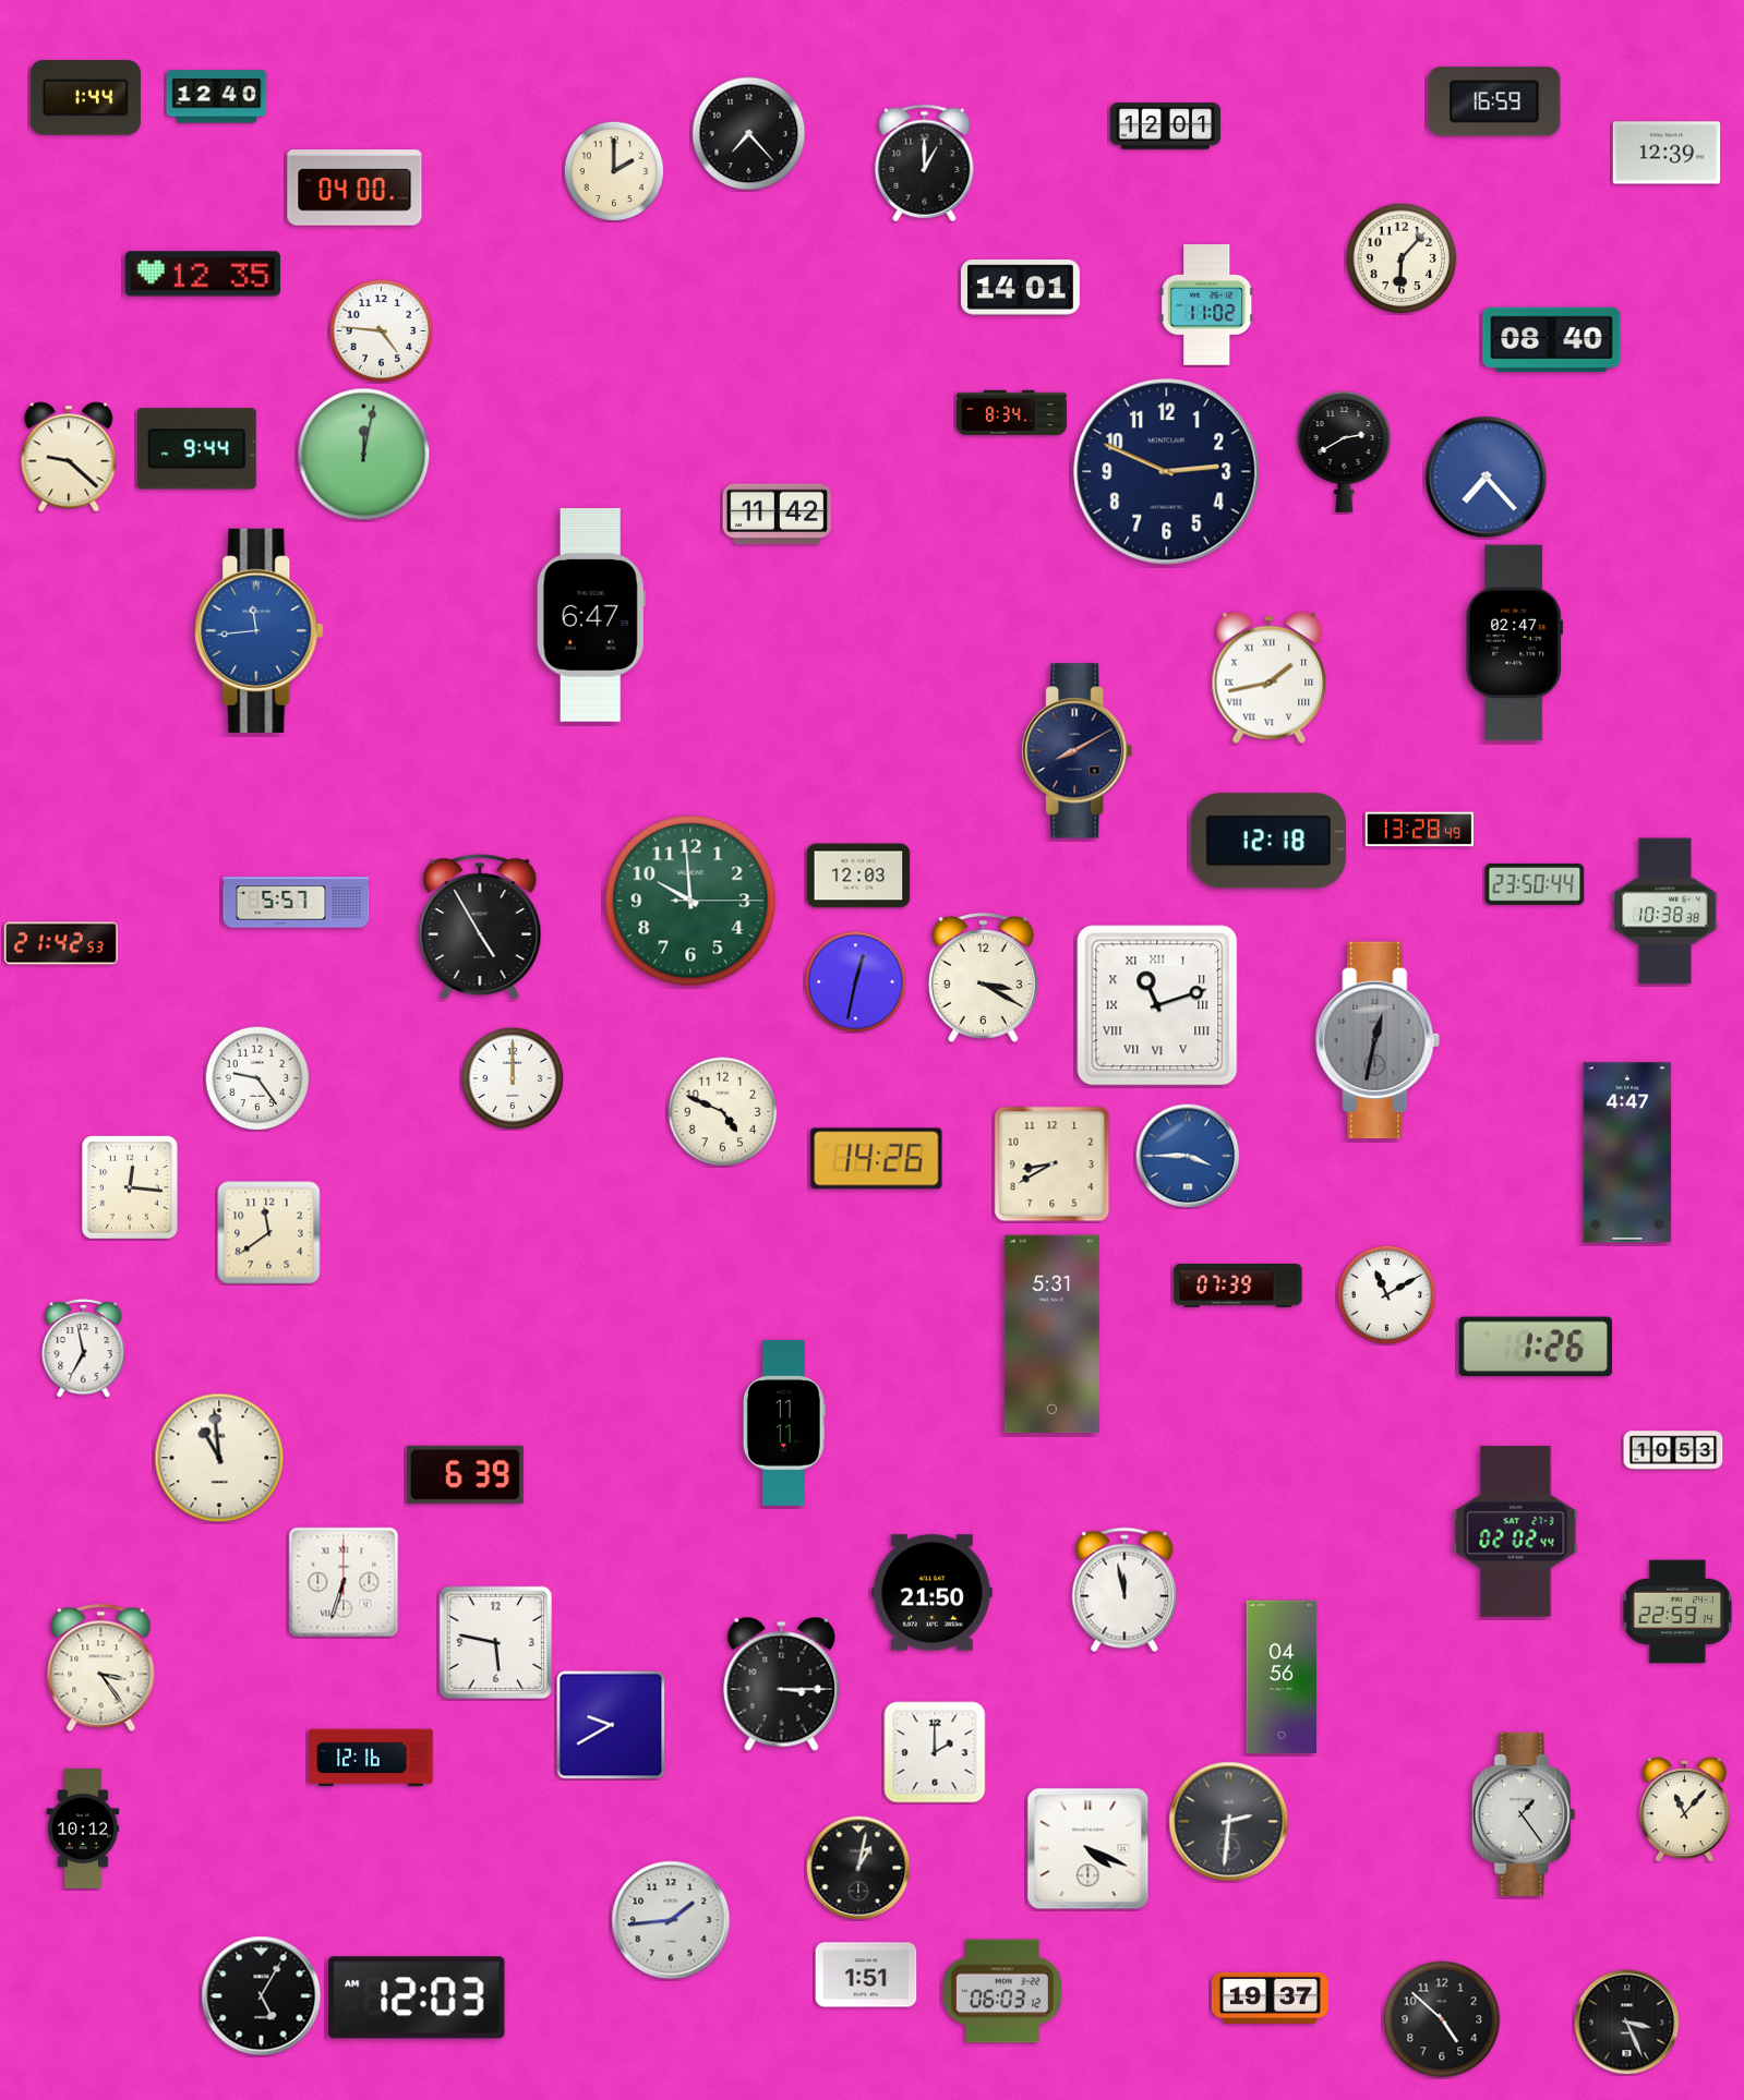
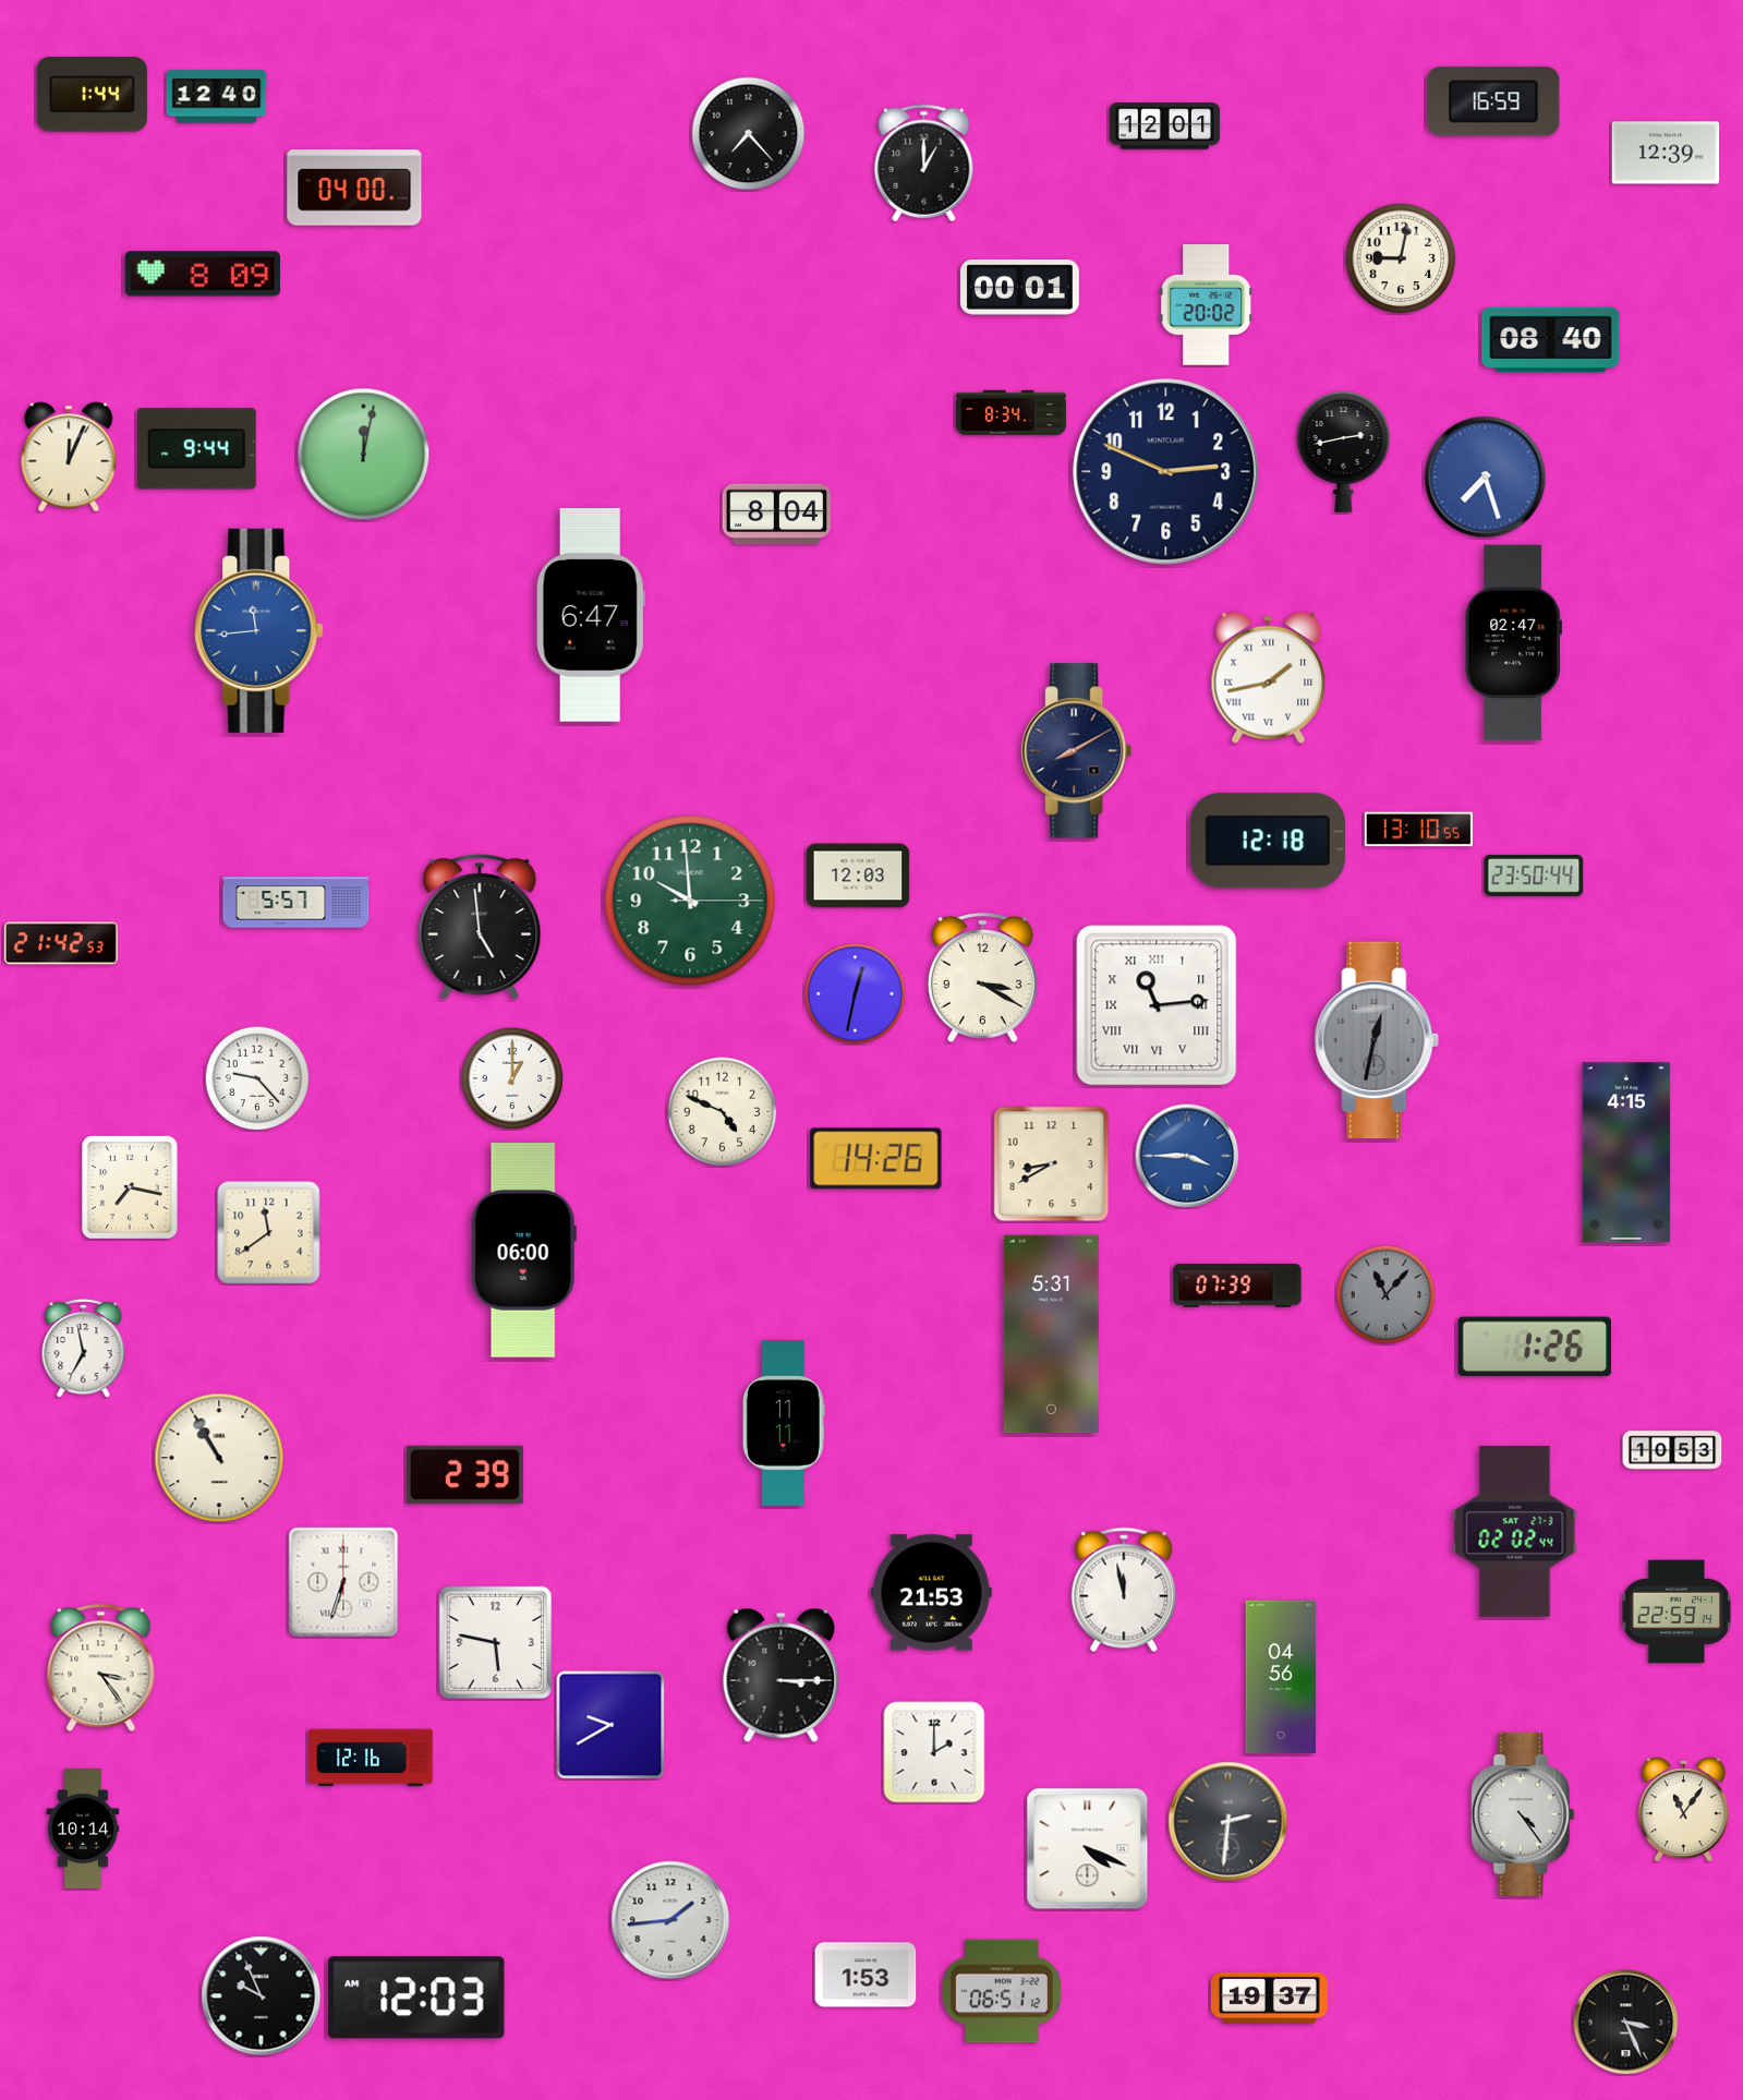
clock at (85, 98) position: (85, 98) -> (92, 95)
clock at (614, 171): 2:00 -> none
clock at (1402, 258): 6:07 -> 9:02
clock at (202, 274): 12:35 -> 8:09
clock at (1020, 288): 14:01 -> 00:01
clock at (1207, 305): 11:02 -> 20:02
clock at (381, 330): 4:46 -> none
clock at (1345, 451): 2:40 -> 2:43
clock at (69, 457): 9:22 -> 12:04
clock at (1487, 478): 7:23 -> 7:27
clock at (778, 515): 11:42 -> 8:04
clock at (1420, 830): 13:28 -> 13:10
clock at (1535, 884) position: (1535, 884) -> (1534, 876)
clock at (1664, 912): 10:38 -> none
clock at (480, 928): 4:55 -> 4:59
clock at (855, 981) position: (855, 981) -> (855, 993)
clock at (1157, 1005): 11:12 -> 11:14
clock at (257, 1078): 9:24 -> 9:23
clock at (513, 1078): 12:00 -> 1:00
clock at (1627, 1152): 4:47 -> 4:15
clock at (130, 1187): 12:16 -> 7:17
clock at (523, 1251): none -> 06:00
clock at (1386, 1294): 11:10 -> 11:07
clock at (1386, 1294) dial: white -> grey
clock at (219, 1458): 10:59 -> 10:55
clock at (465, 1474): 6:39 -> 2:39
clock at (933, 1593): 21:50 -> 21:53
clock at (782, 1683) position: (782, 1683) -> (782, 1675)
clock at (1684, 1810): 11:07 -> 11:06
clock at (1524, 1814): 1:24 -> 4:24
clock at (83, 1829): 10:12 -> 10:14
clock at (858, 1868): 1:02 -> none
clock at (866, 1975): 1:51 -> 1:53
clock at (1002, 1991): 06:03 -> 06:51
clock at (262, 1996): 5:05 -> 9:56
clock at (1442, 2019): 4:52 -> none
